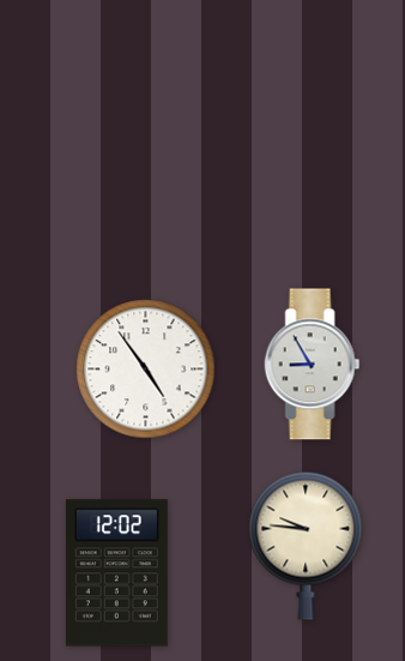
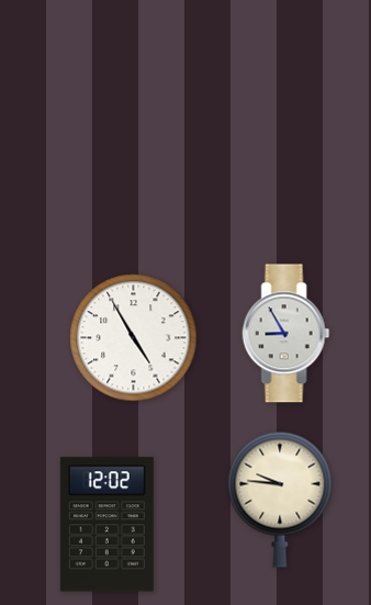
clock at (146, 369): 4:54 -> 4:55
